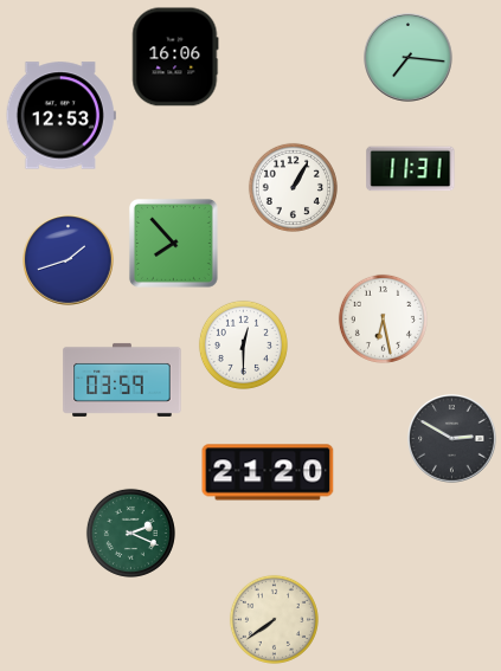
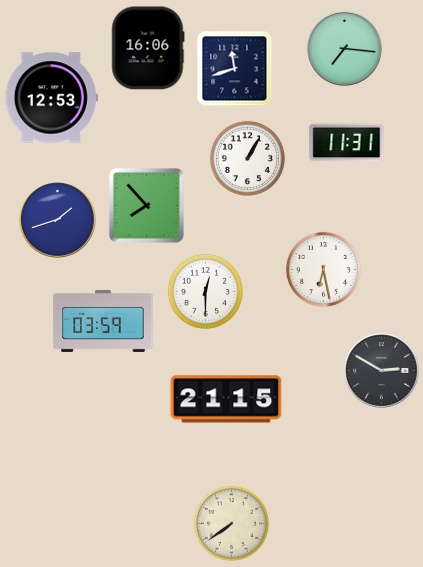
clock at (235, 69): none -> 11:42
clock at (268, 472): 21:20 -> 21:15
clock at (130, 533): 2:19 -> none
